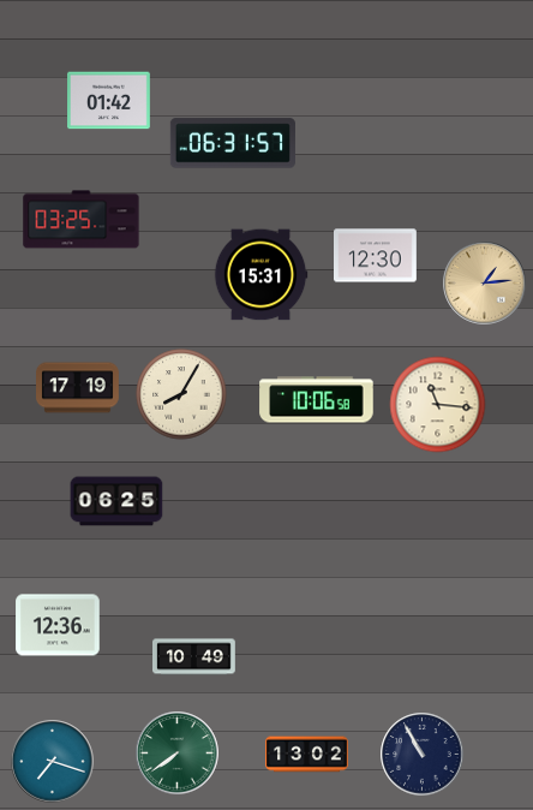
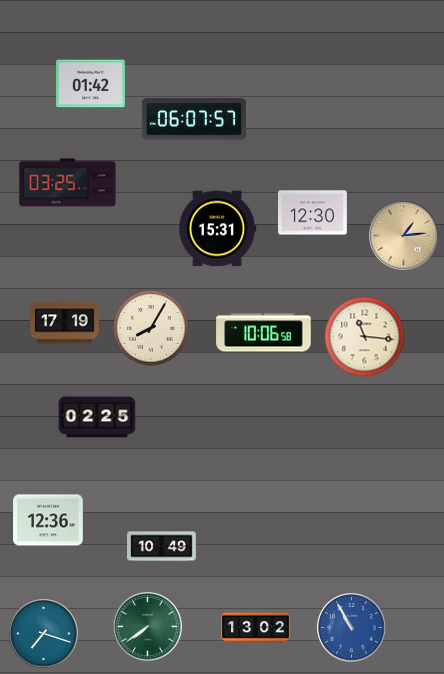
clock at (233, 143): 06:31 -> 06:07
clock at (116, 501): 06:25 -> 02:25
clock at (423, 755) dial: navy -> blue
